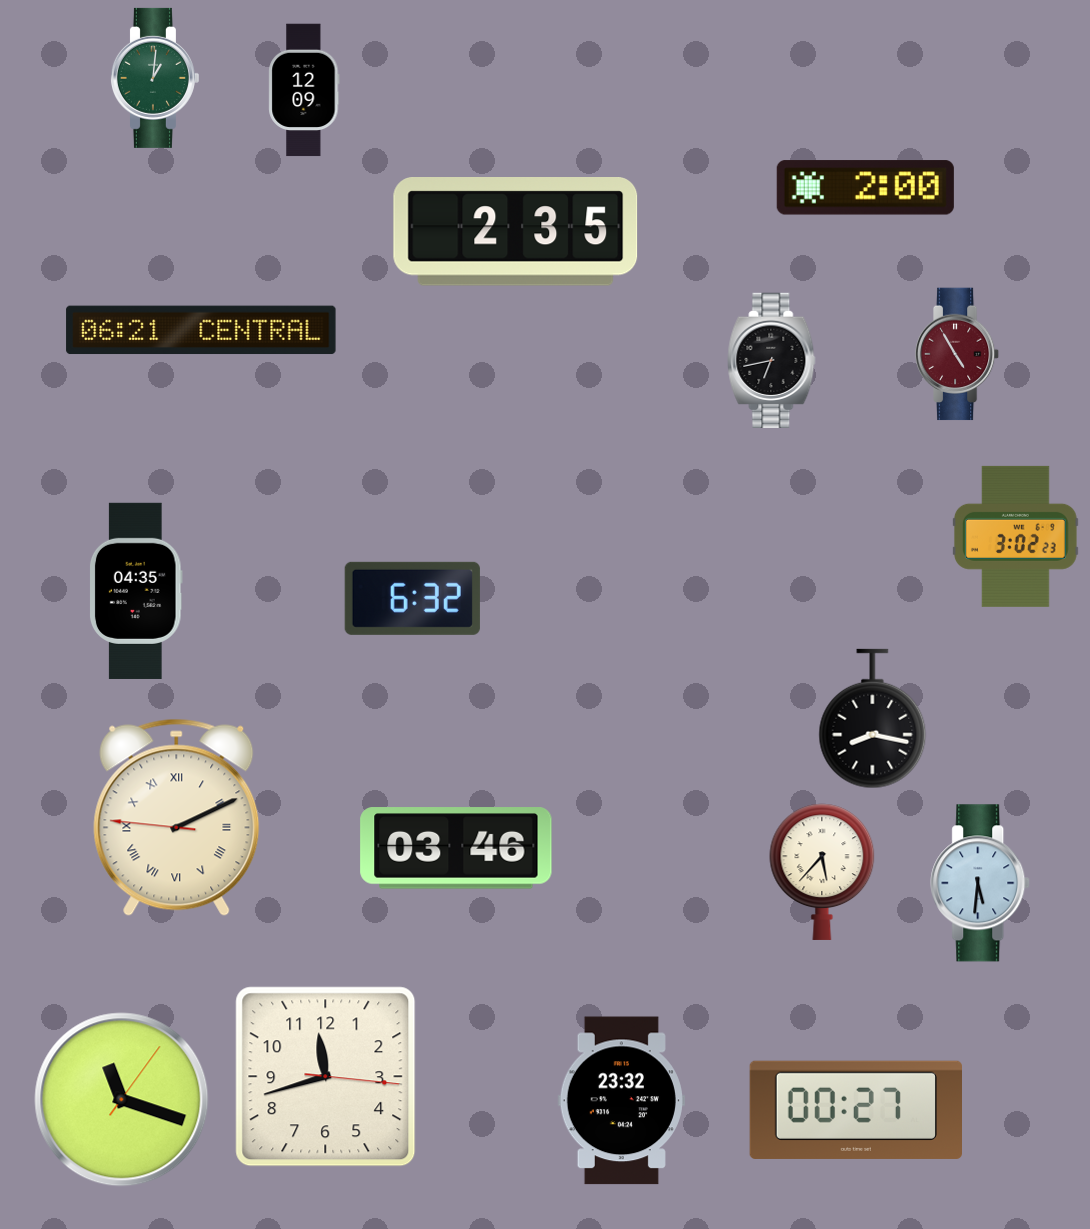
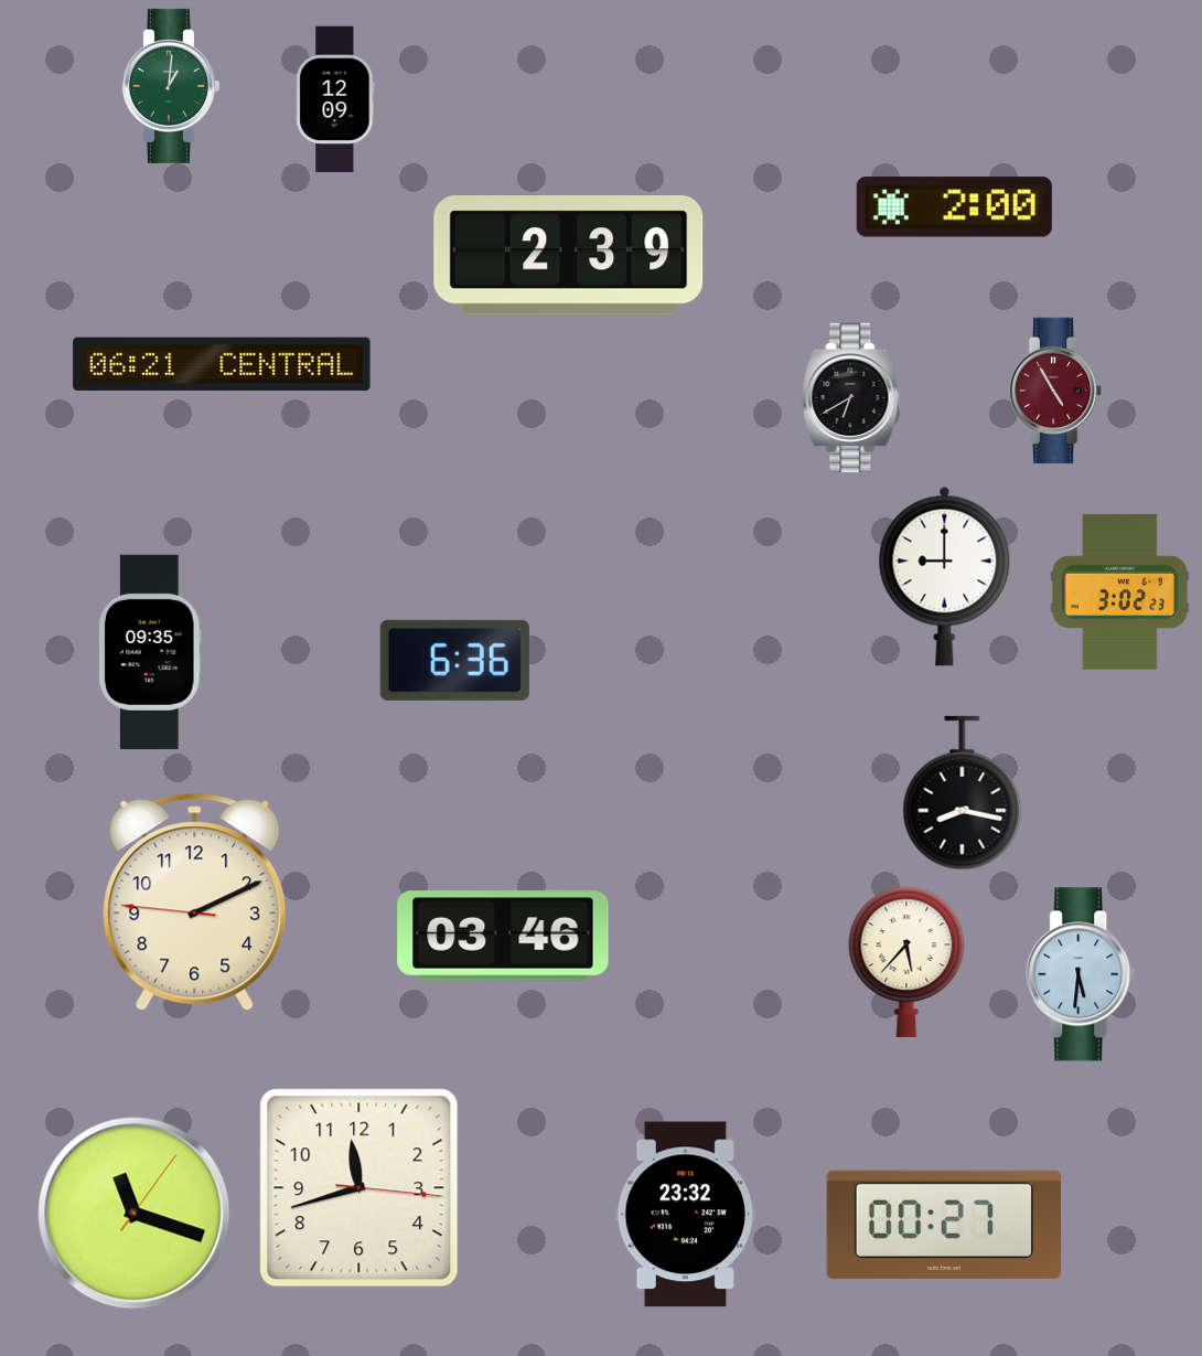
clock at (516, 232): 2:35 -> 2:39
clock at (772, 360): 6:43 -> 6:40
clock at (945, 576): none -> 9:00
clock at (136, 591): 04:35 -> 09:35
clock at (412, 598): 6:32 -> 6:36
clock at (177, 818) numerals: Roman -> Arabic
